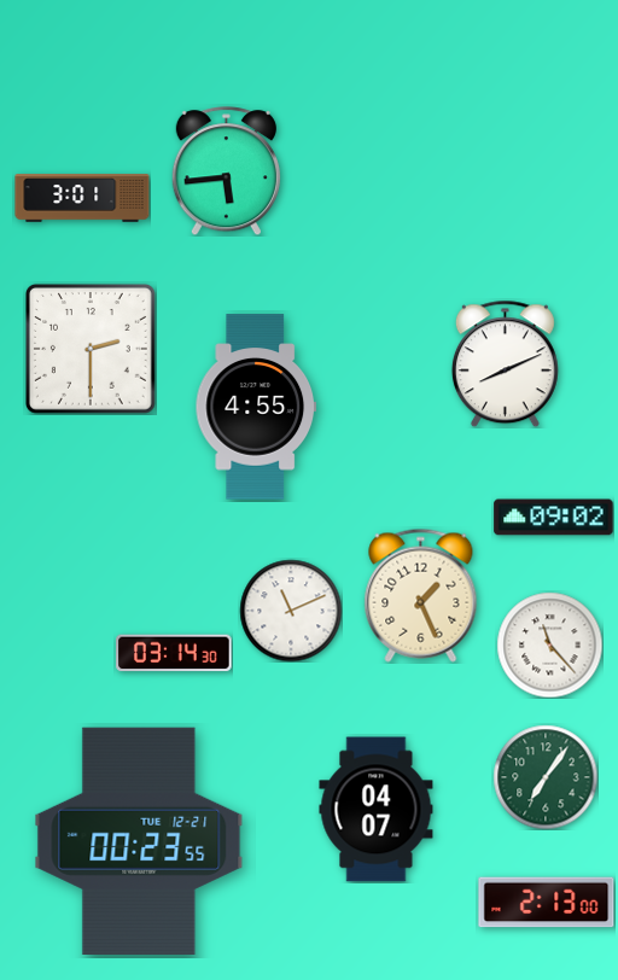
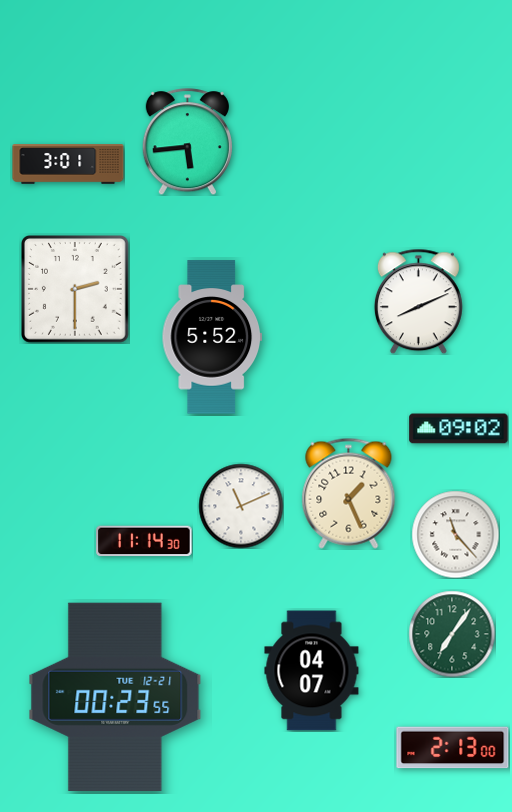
clock at (255, 407): 4:55 -> 5:52
clock at (174, 653): 03:14 -> 11:14
clock at (546, 777) position: (546, 777) -> (452, 634)
